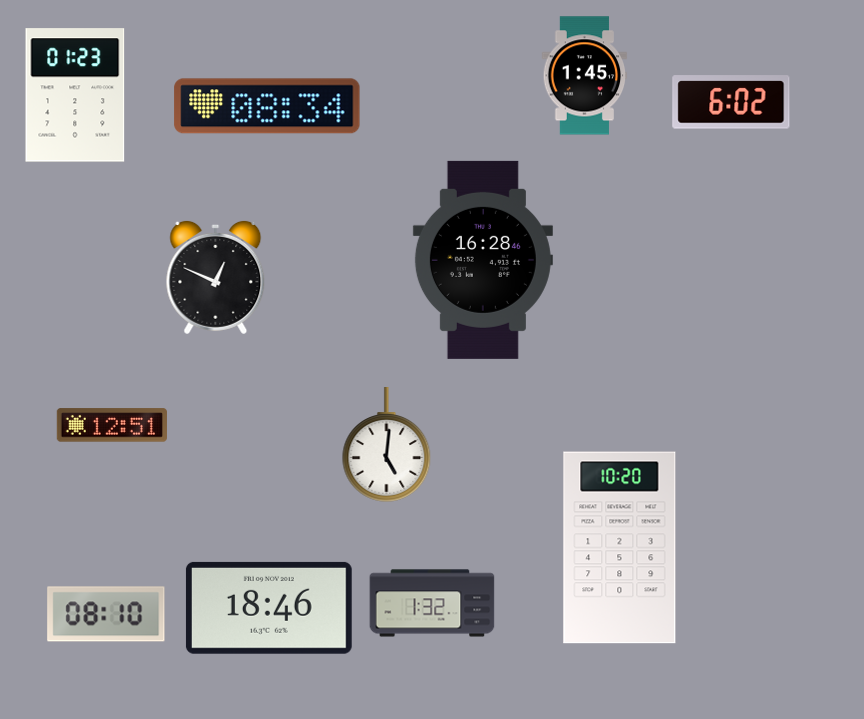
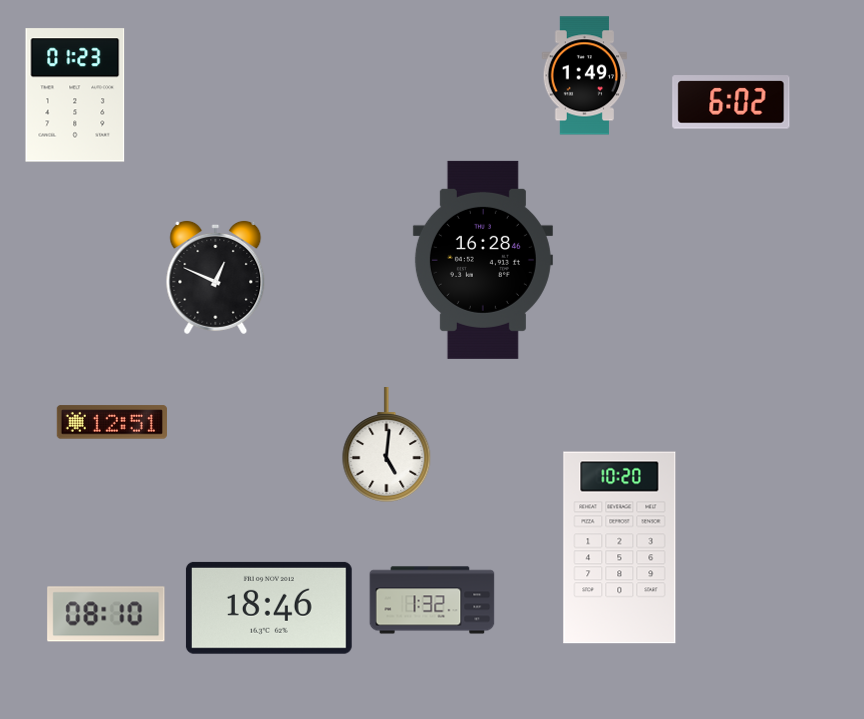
clock at (585, 76): 1:45 -> 1:49
clock at (267, 106): 08:34 -> none
clock at (112, 425) position: (112, 425) -> (112, 422)
clock at (432, 603) position: (432, 603) -> (432, 600)
